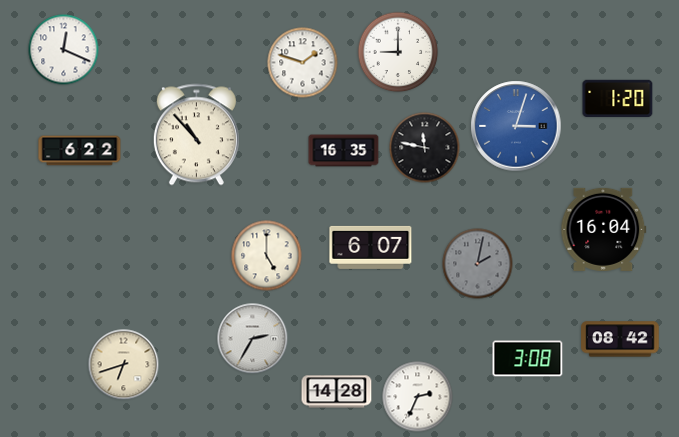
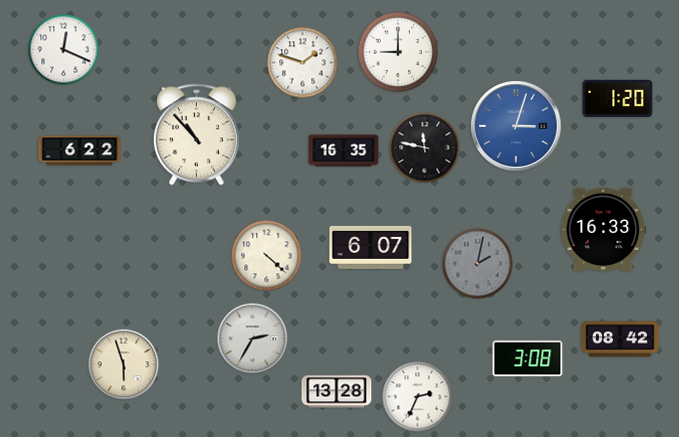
clock at (604, 229): 16:04 -> 16:33
clock at (267, 256): 5:00 -> 4:22
clock at (124, 365): 6:42 -> 5:57
clock at (337, 392): 14:28 -> 13:28
